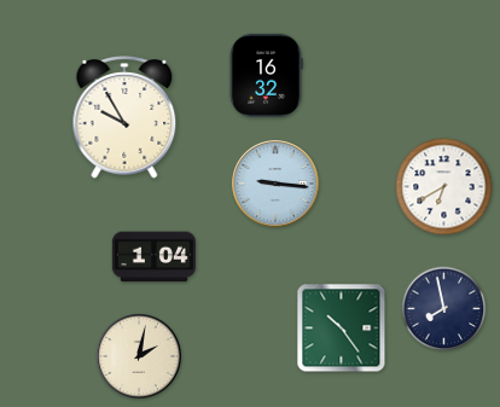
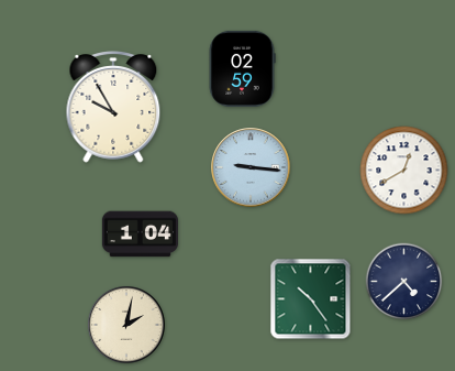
clock at (266, 75): 16:32 -> 02:59
clock at (444, 187): 6:40 -> 12:40
clock at (444, 309): 7:58 -> 4:38
